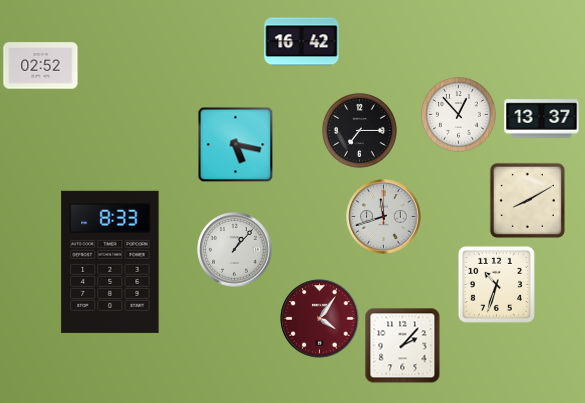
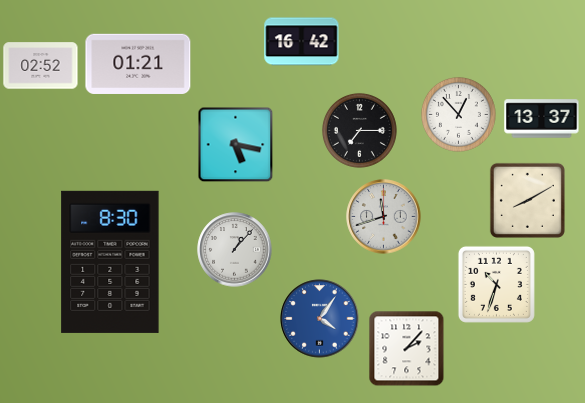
clock at (138, 63): none -> 01:21
clock at (110, 262): 8:33 -> 8:30
clock at (320, 319) dial: burgundy -> blue
clock at (403, 346) position: (403, 346) -> (407, 349)
